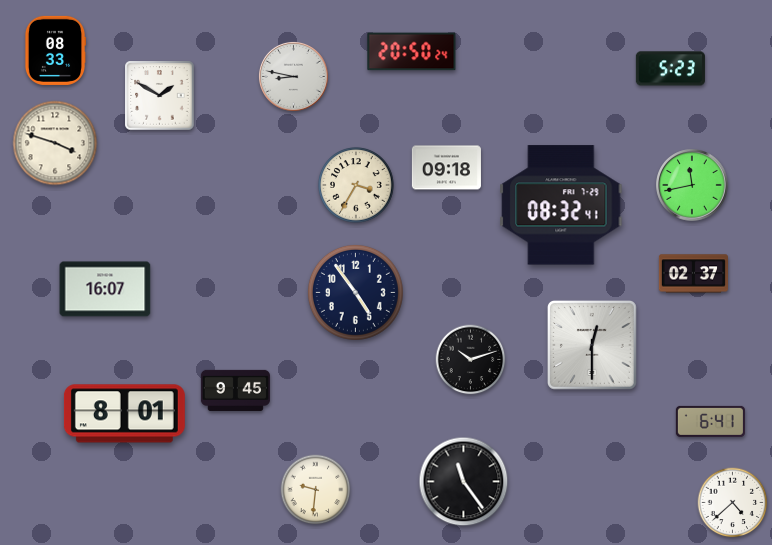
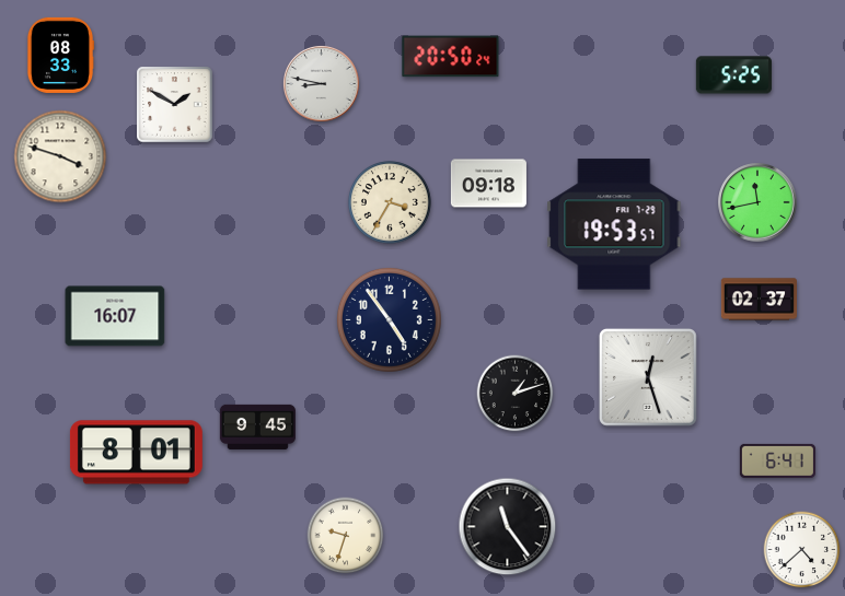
clock at (670, 69): 5:23 -> 5:25
clock at (561, 205): 08:32 -> 19:53
clock at (592, 345): 12:30 -> 12:27
clock at (471, 360): 10:12 -> 1:12
clock at (316, 490): 9:31 -> 9:33
